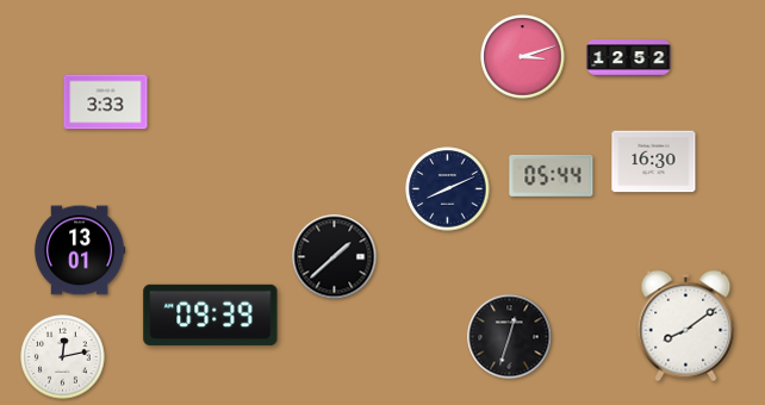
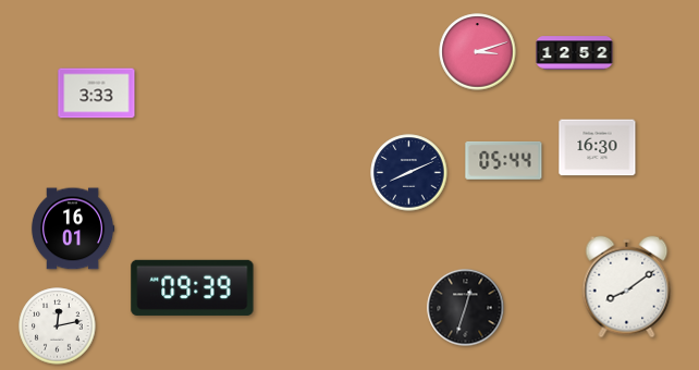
clock at (80, 250): 13:01 -> 16:01
clock at (335, 257): 1:38 -> none
clock at (686, 326) position: (686, 326) -> (627, 287)
